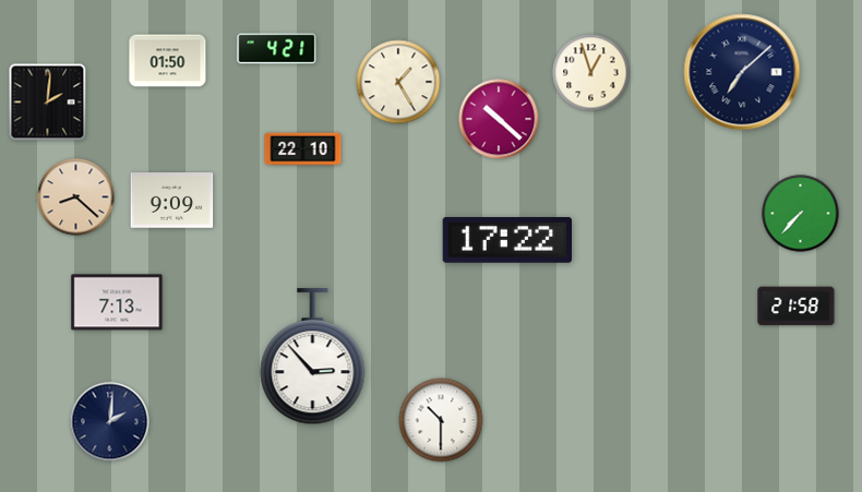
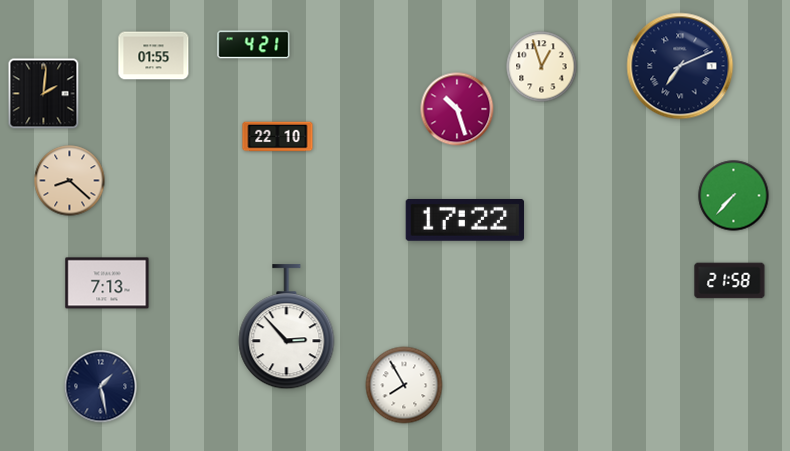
clock at (168, 61): 01:50 -> 01:55
clock at (742, 72): 7:08 -> 7:11
clock at (398, 82): 1:25 -> none
clock at (499, 119): 10:22 -> 10:27
clock at (172, 201): 9:09 -> none
clock at (117, 302) position: (117, 302) -> (107, 283)
clock at (441, 420): 10:30 -> 7:55
clock at (110, 422): 2:01 -> 1:28
